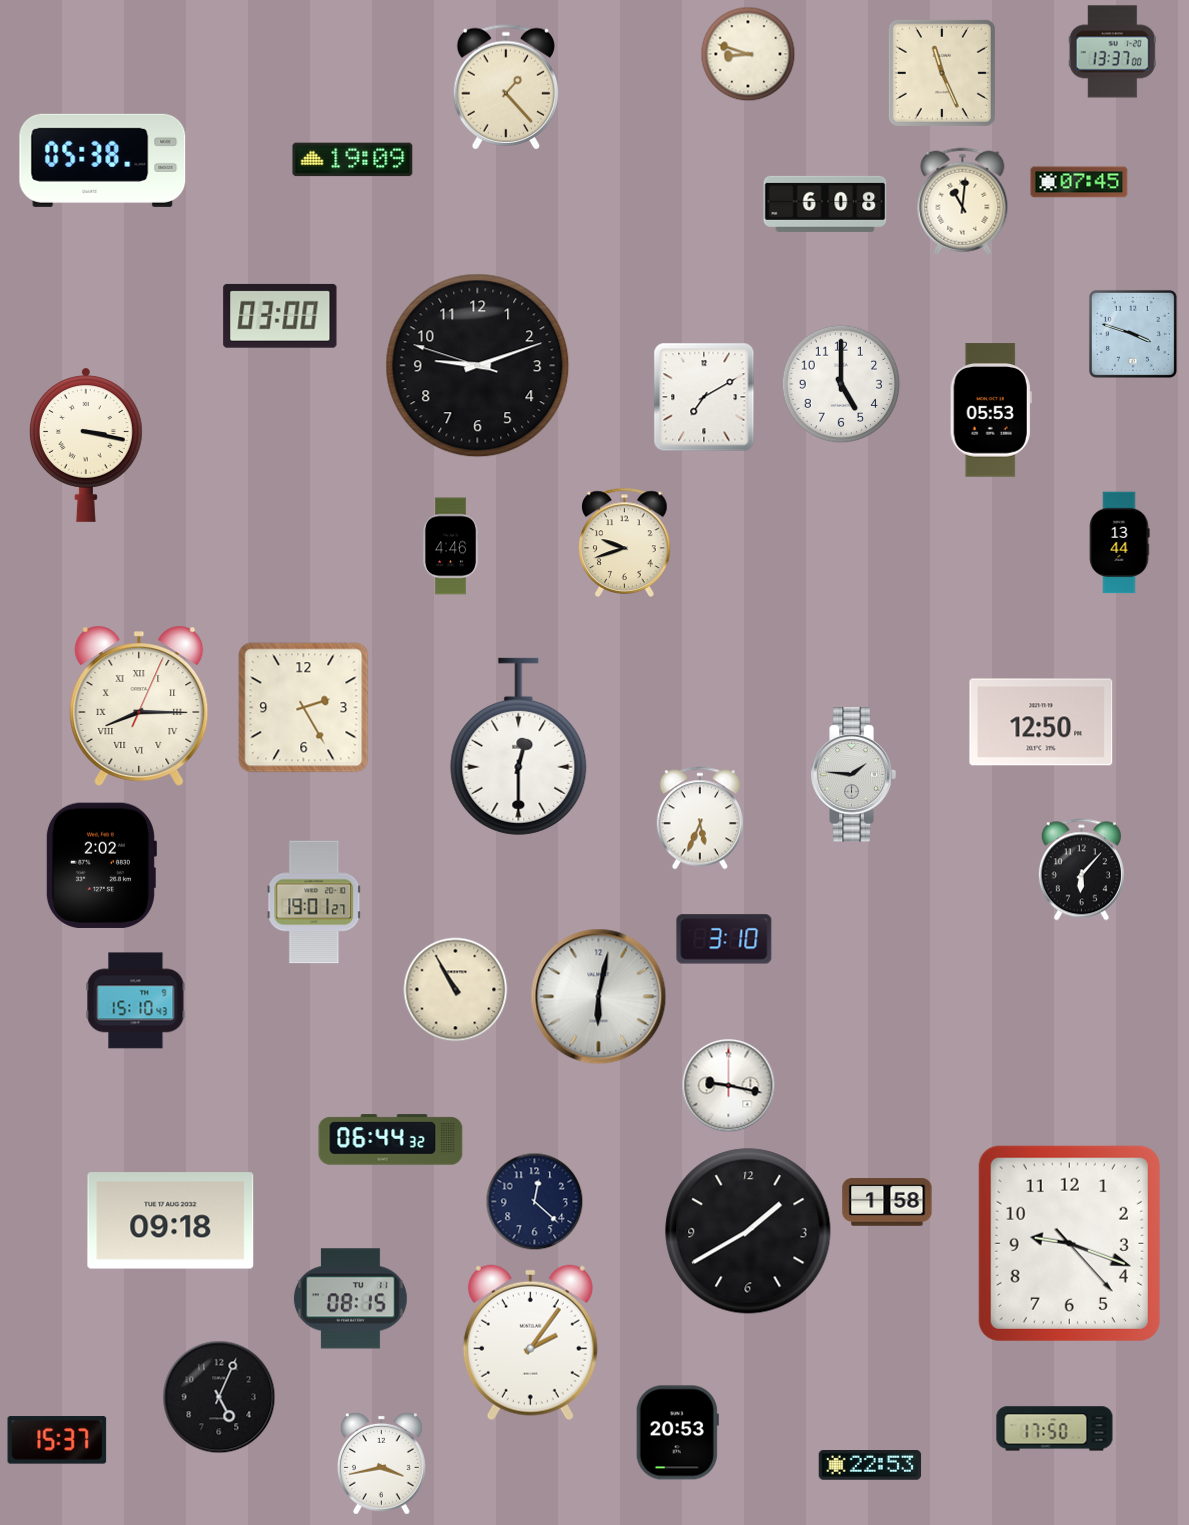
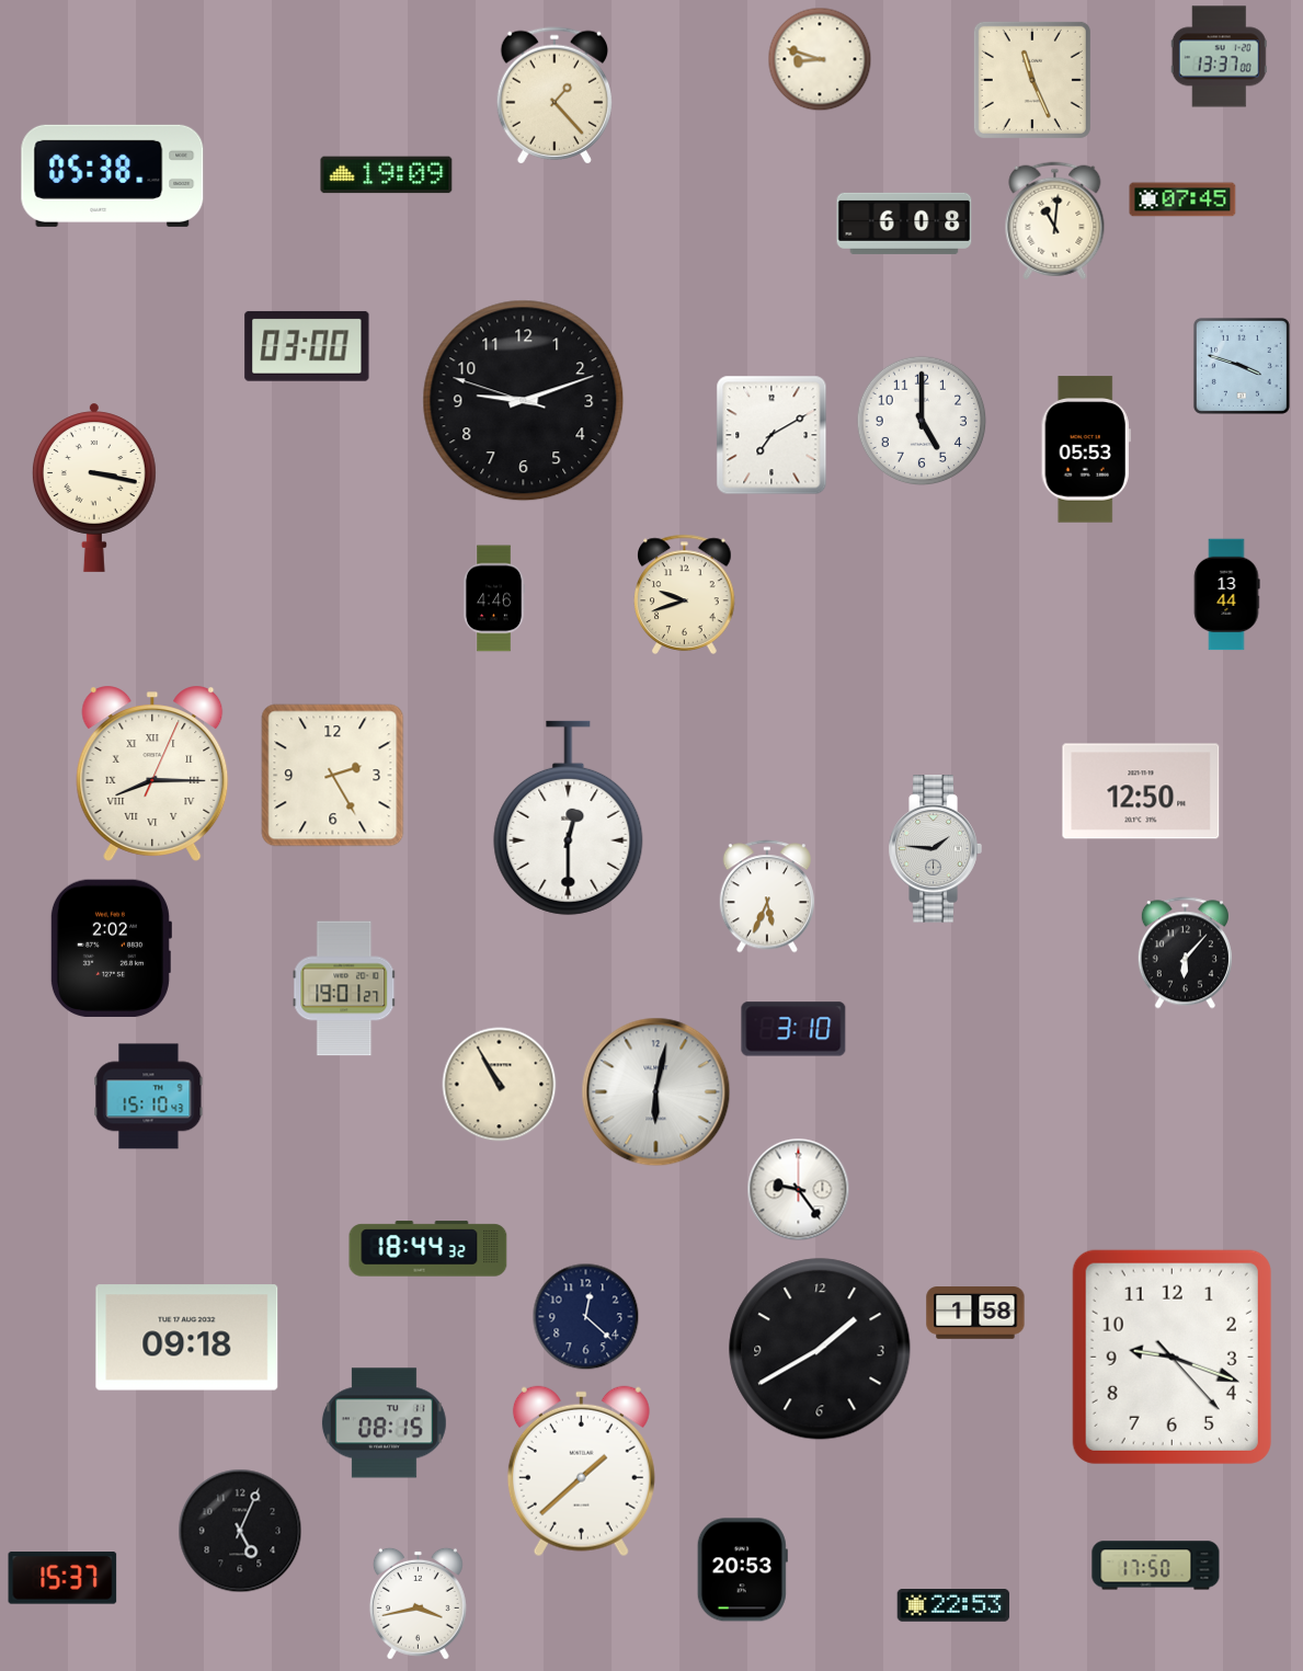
clock at (729, 1086): 9:17 -> 9:24
clock at (391, 1140): 06:44 -> 18:44
clock at (887, 1202) position: (887, 1202) -> (975, 1313)
clock at (1069, 1243) position: (1069, 1243) -> (1171, 1357)
clock at (530, 1343): 2:06 -> 1:38
